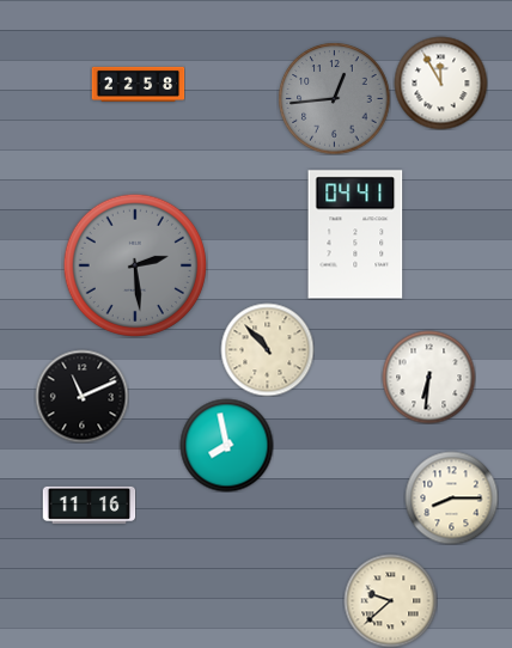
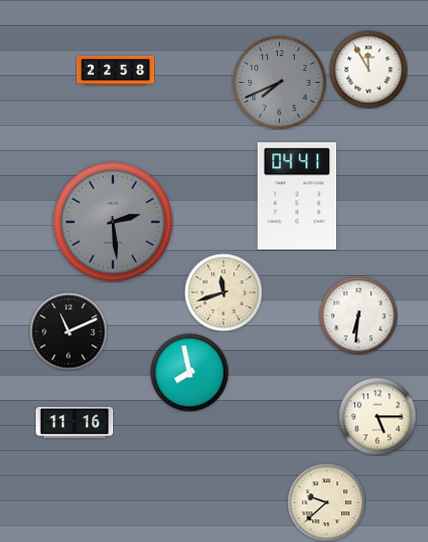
clock at (334, 98): 12:44 -> 7:41
clock at (267, 349): 10:53 -> 11:42
clock at (451, 497): 8:15 -> 5:15
